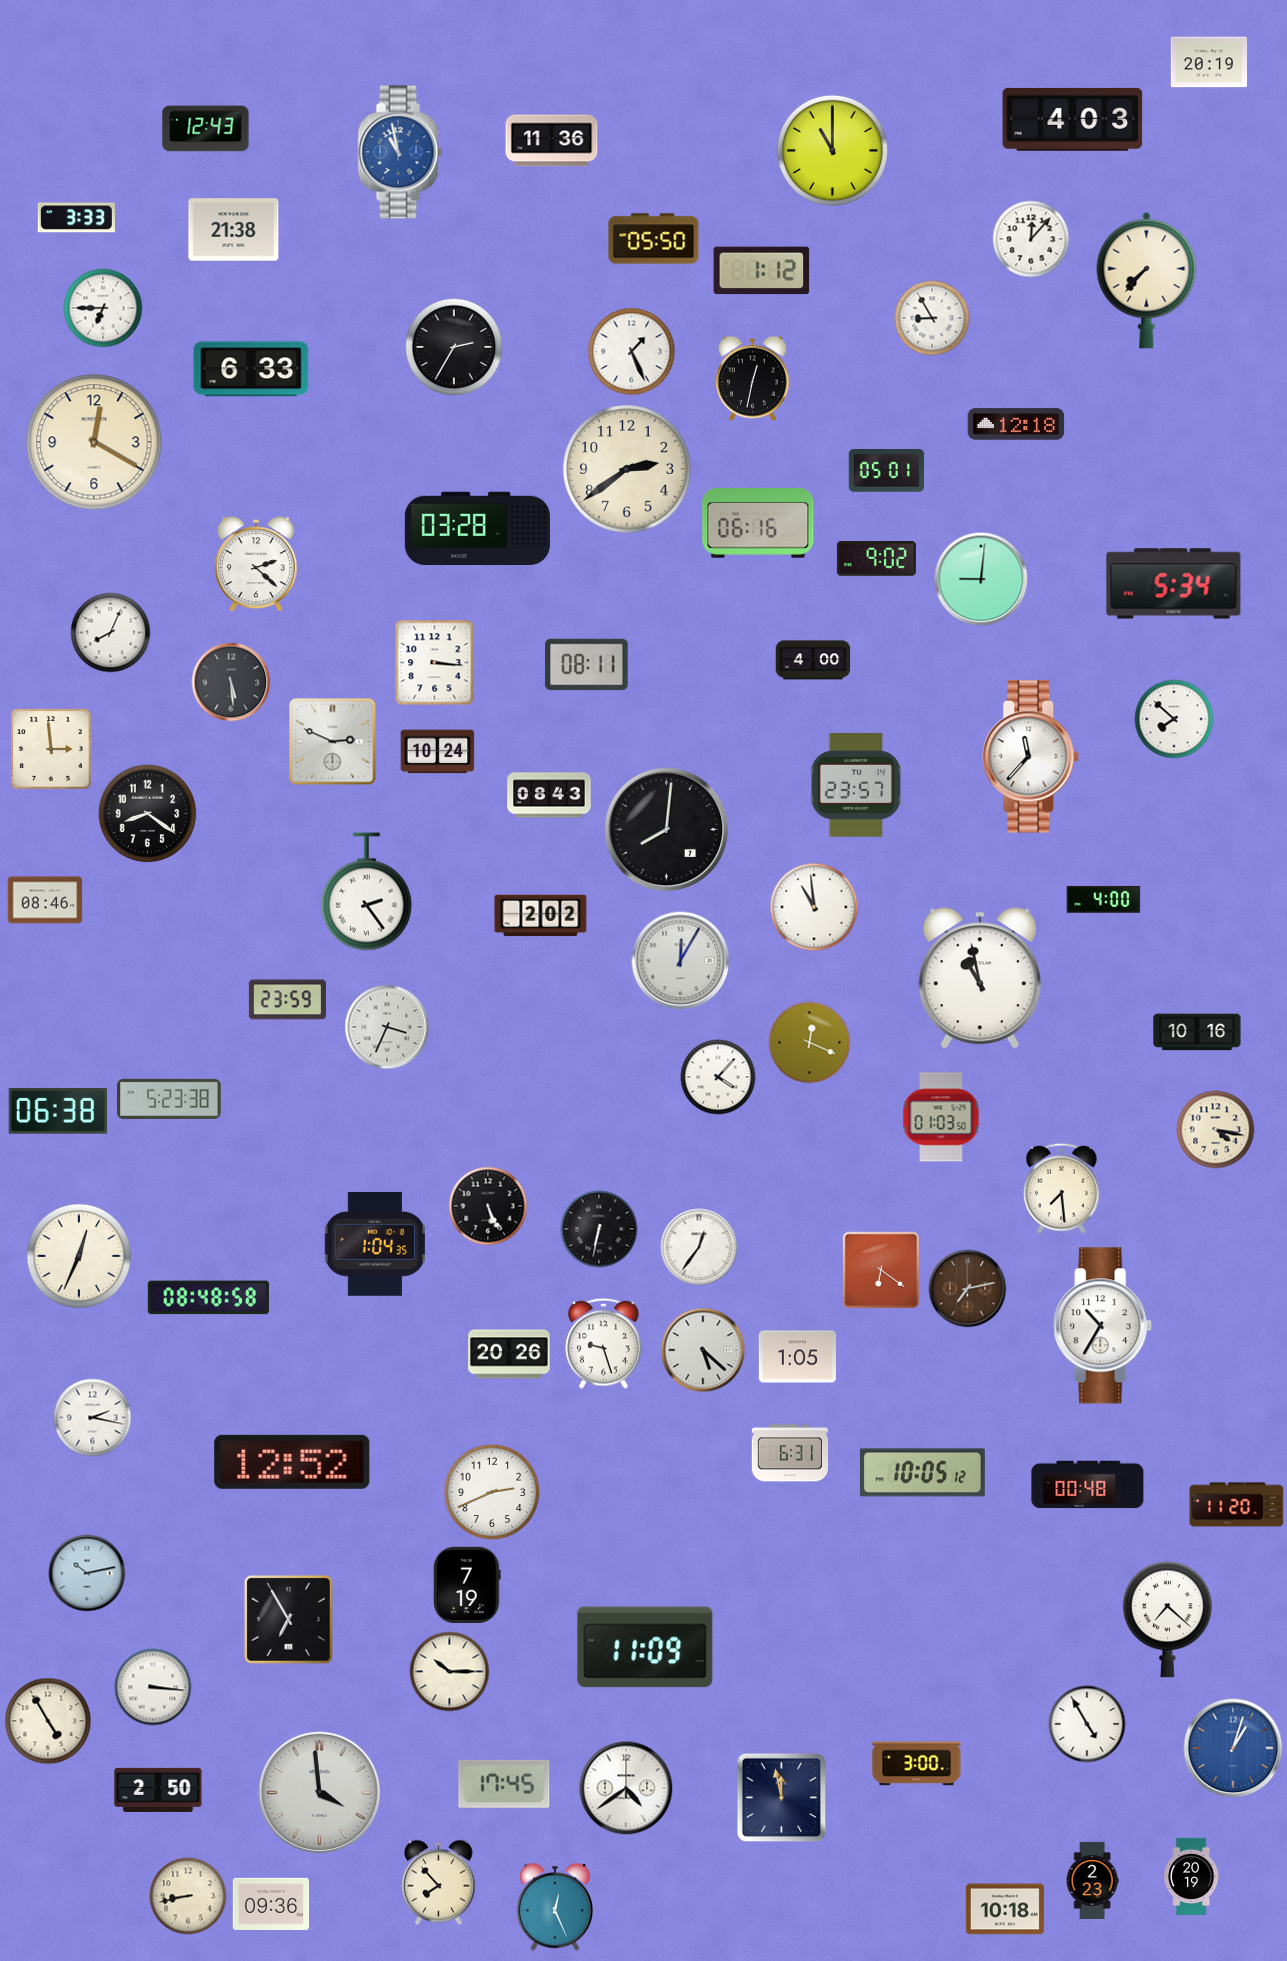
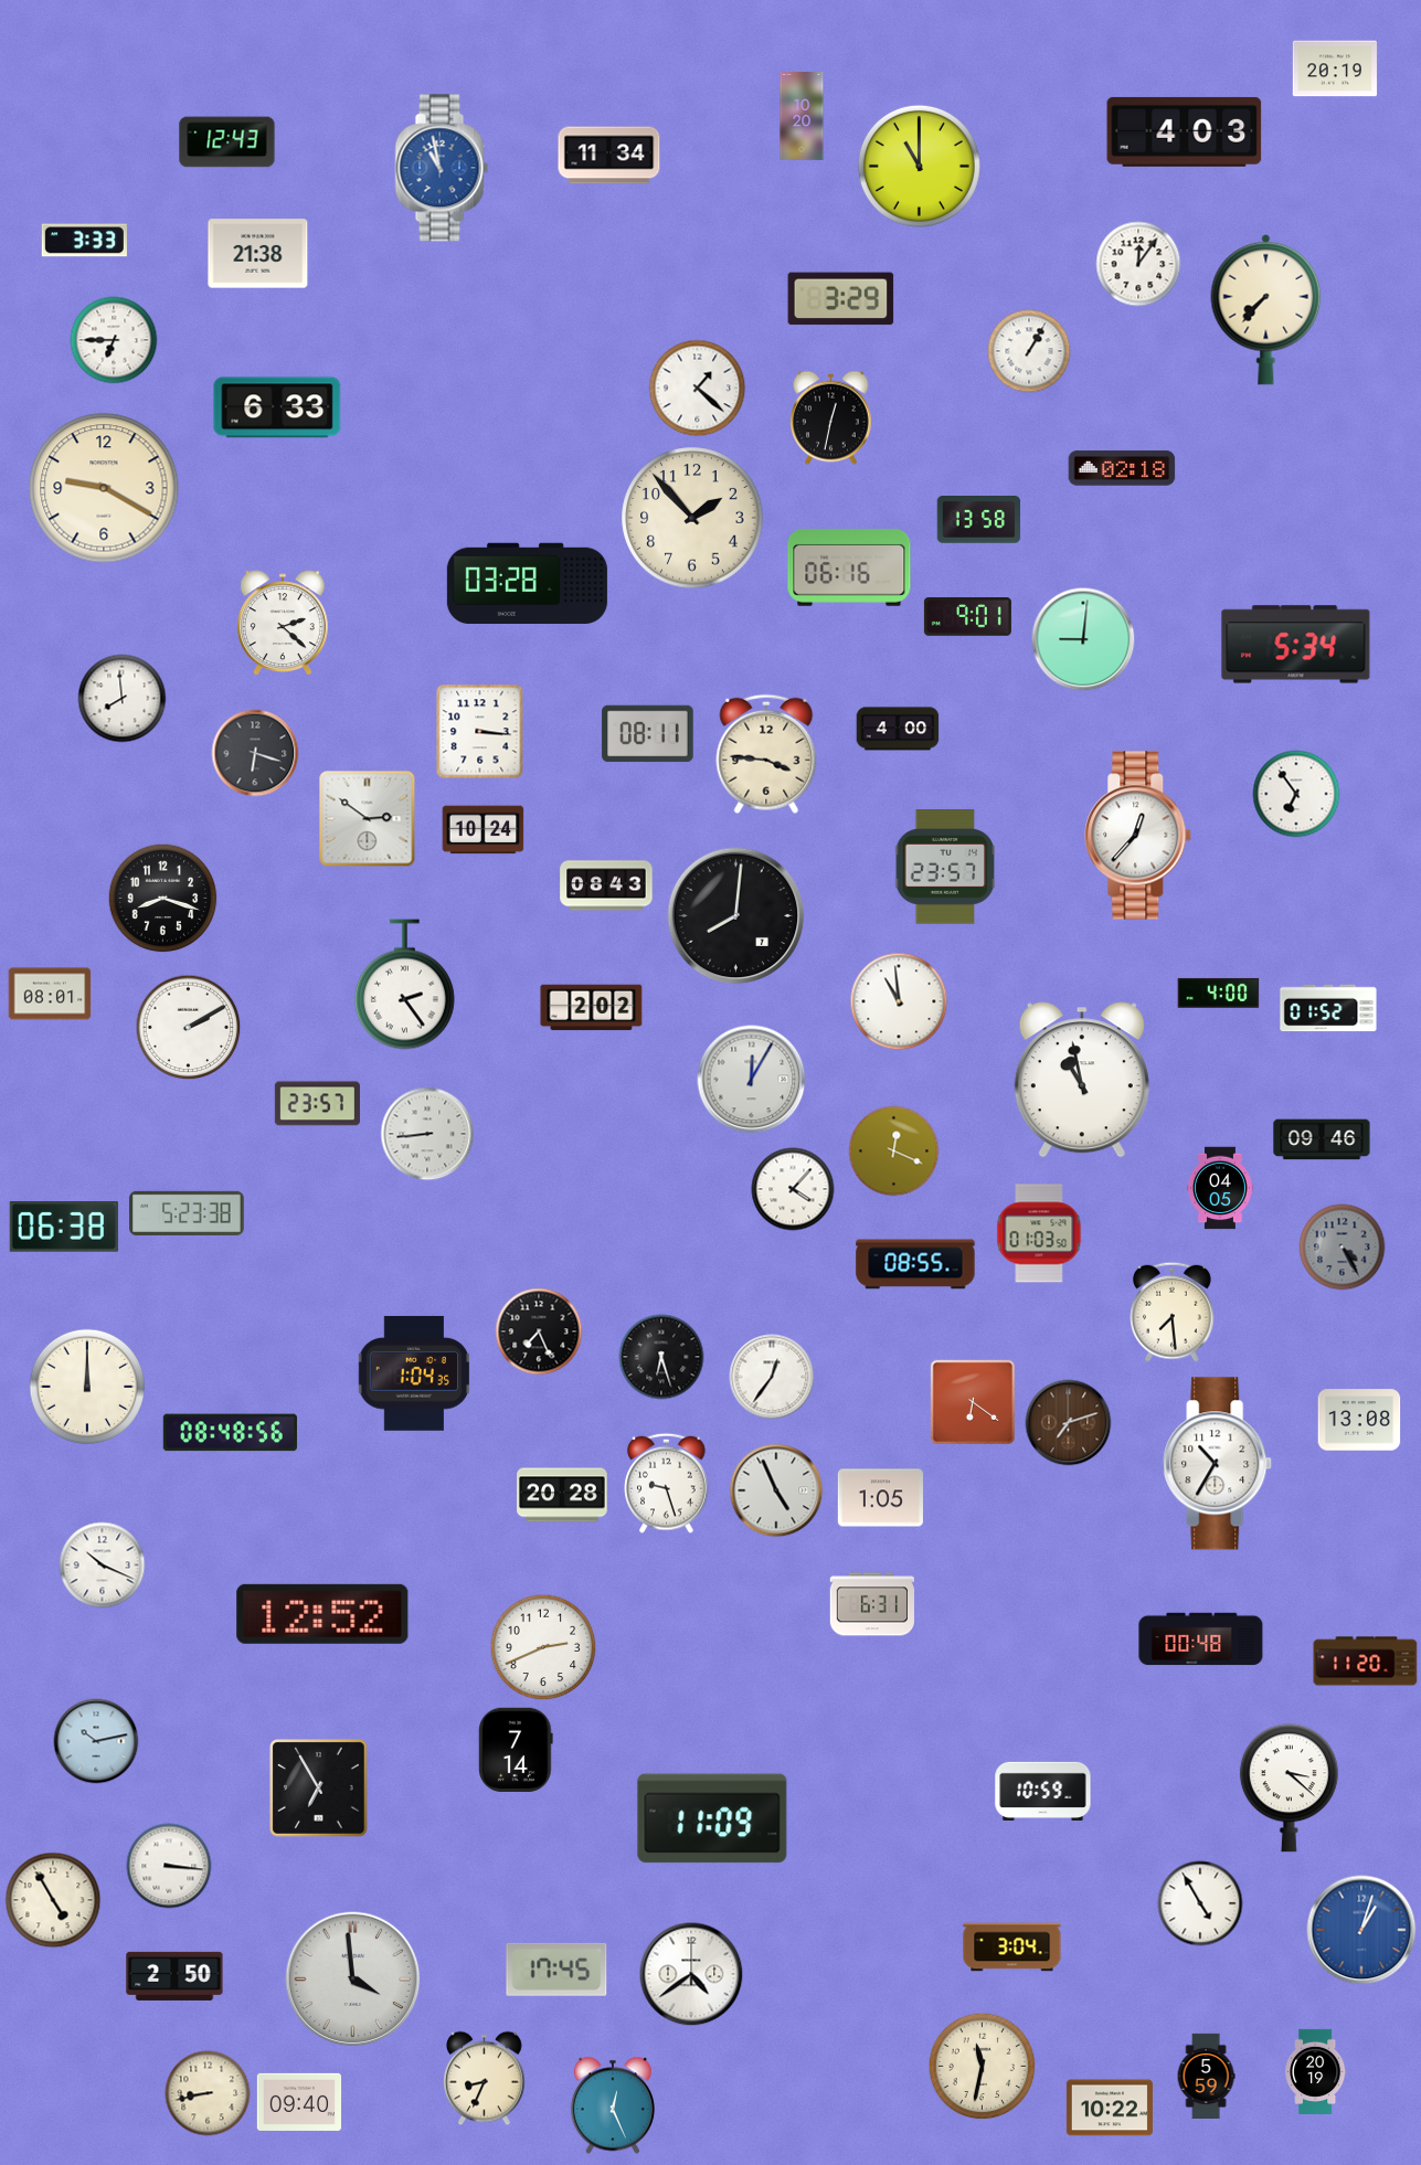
clock at (802, 117): none -> 10:20
clock at (552, 141): 11:36 -> 11:34
clock at (654, 239): 05:50 -> none
clock at (1031, 239): 12:07 -> 12:06
clock at (762, 271): 1:12 -> 3:29
clock at (932, 318): 8:55 -> 1:05
clock at (454, 347): 2:35 -> none
clock at (632, 352): 1:26 -> 1:22
clock at (1016, 424): 12:18 -> 02:18
clock at (94, 442): 12:20 -> 9:20
clock at (627, 469): 2:39 -> 1:53
clock at (887, 471): 05:01 -> 13:58
clock at (758, 524) position: (758, 524) -> (849, 569)
clock at (876, 559): 9:02 -> 9:01
clock at (111, 633): 8:04 -> 7:59
clock at (231, 682): 5:29 -> 6:18
clock at (766, 754): none -> 3:46
clock at (1174, 719): 7:52 -> 6:54
clock at (333, 742): 2:49 -> 2:51
clock at (51, 749): 2:59 -> none
clock at (1031, 757): 11:37 -> 12:37
clock at (549, 795) position: (549, 795) -> (606, 885)
clock at (148, 814): 8:21 -> 8:18
clock at (45, 900): 08:46 -> 08:01
clock at (1328, 1008): none -> 01:52
clock at (541, 916) position: (541, 916) -> (592, 1008)
clock at (189, 1028): none -> 2:10
clock at (681, 961) position: (681, 961) -> (752, 1080)
clock at (287, 1000): 23:59 -> 23:57
clock at (387, 1027): 3:34 -> 8:44
clock at (1197, 1032): 10:16 -> 09:46
clock at (1220, 1188): none -> 04:05
clock at (1216, 1130): 4:17 -> 4:25
clock at (1216, 1130) dial: cream -> grey
clock at (915, 1264): none -> 08:55
clock at (488, 1206): 5:26 -> 7:26
clock at (599, 1229): 6:32 -> 6:27
clock at (78, 1255): 12:34 -> 12:00
clock at (1359, 1420): none -> 13:08
clock at (968, 1289): 7:13 -> 7:12
clock at (208, 1298): 08:48:58 -> 08:48:56
clock at (703, 1350): 5:22 -> 4:56
clock at (509, 1354): 20:26 -> 20:28
clock at (93, 1418): 2:17 -> 10:19
clock at (922, 1473): 10:05 -> none
clock at (87, 1573) position: (87, 1573) -> (96, 1741)
clock at (467, 1584): 7:19 -> 7:14
clock at (1167, 1620): 7:22 -> 3:22
clock at (1043, 1791): none -> 10:59
clock at (450, 1672): 10:15 -> none
clock at (153, 1687) position: (153, 1687) -> (169, 1866)
clock at (917, 1764): 3:00 -> 3:04
clock at (782, 1798): 11:58 -> none
clock at (983, 2067): none -> 11:32
clock at (1092, 1880): 2:23 -> 5:59
clock at (439, 1883): 7:53 -> 8:34
clock at (271, 1903): 09:36 -> 09:40
clock at (1005, 1909): 10:18 -> 10:22
